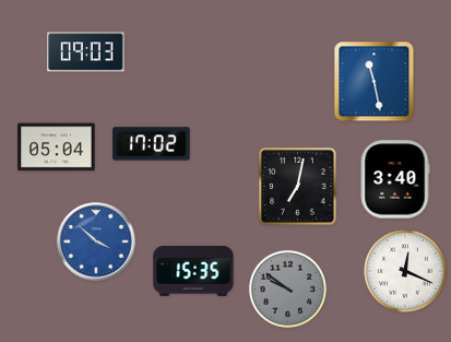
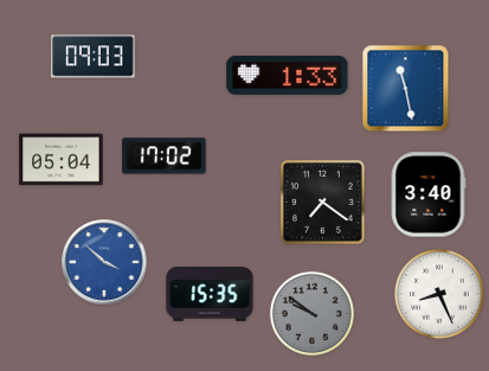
clock at (288, 75): none -> 1:33
clock at (298, 187): 7:02 -> 7:21
clock at (405, 271): 12:19 -> 8:26
